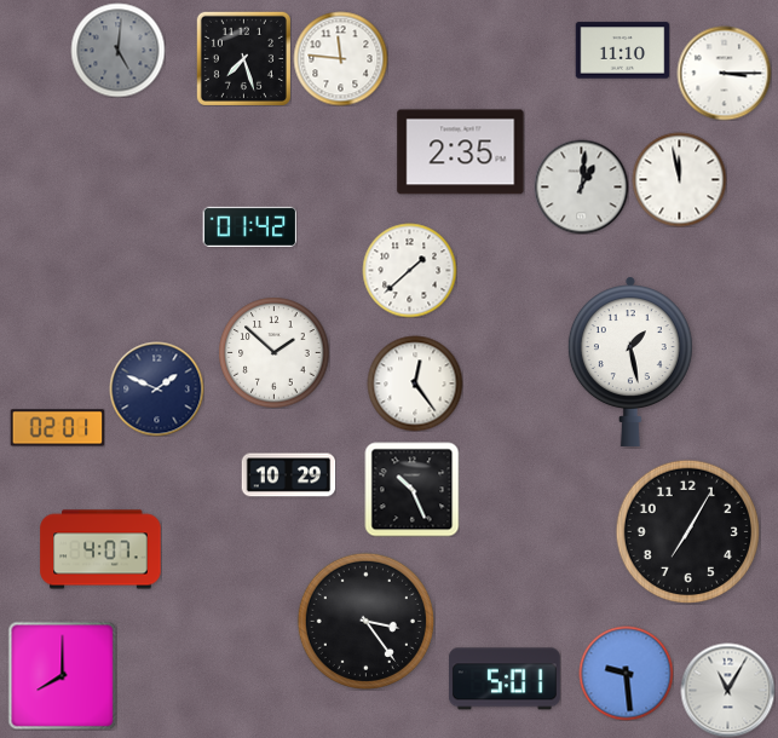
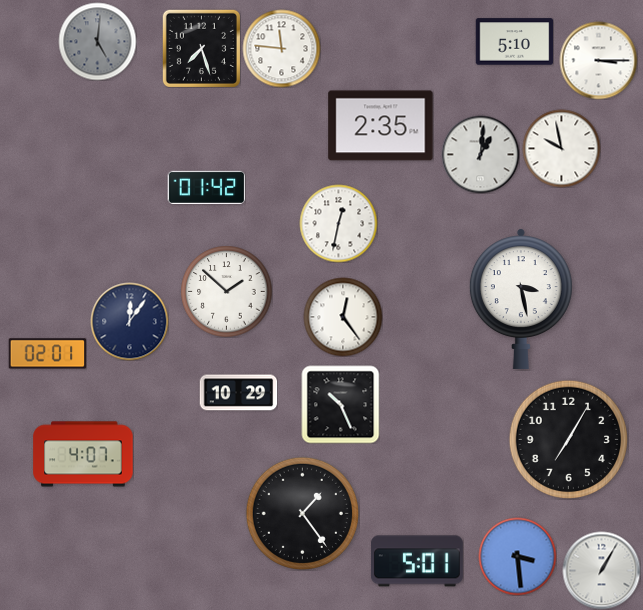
clock at (622, 51): 11:10 -> 5:10
clock at (679, 179): 11:58 -> 9:58
clock at (409, 270): 1:38 -> 12:32
clock at (630, 362): 1:28 -> 3:28
clock at (156, 388): 1:49 -> 12:06
clock at (365, 621): 3:24 -> 1:24
clock at (626, 673): 9:29 -> 3:29
clock at (62, 675): 8:00 -> none
clock at (727, 690): 11:05 -> 1:05
